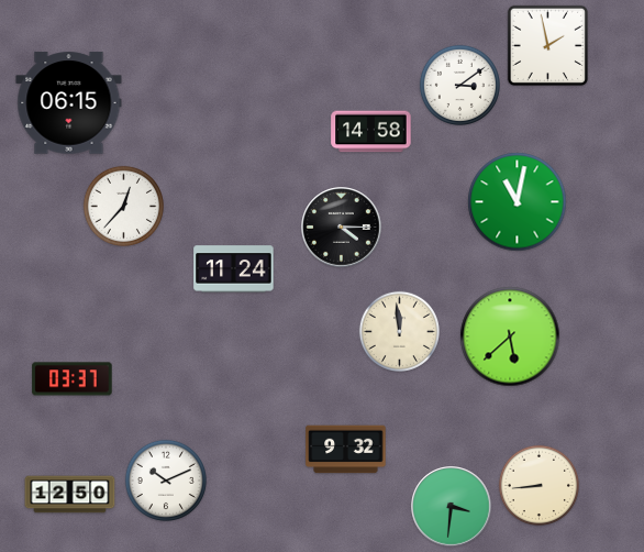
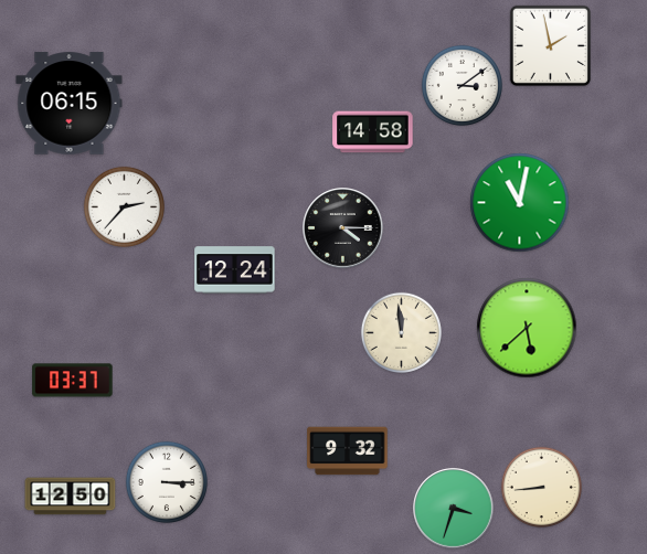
clock at (123, 206): 12:37 -> 2:37
clock at (234, 269): 11:24 -> 12:24
clock at (510, 336) position: (510, 336) -> (527, 328)
clock at (166, 481): 10:11 -> 3:15
clock at (452, 507): 3:31 -> 3:33
